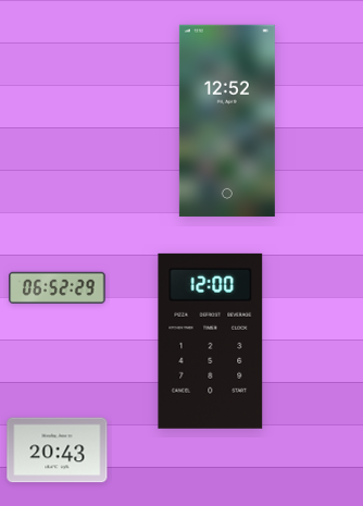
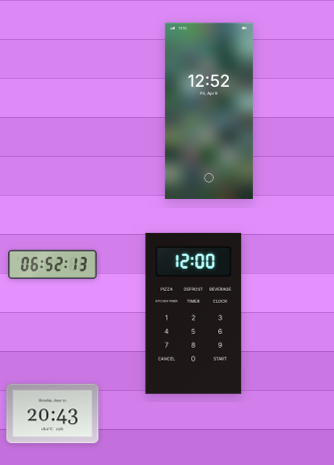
clock at (58, 287): 06:52:29 -> 06:52:13
